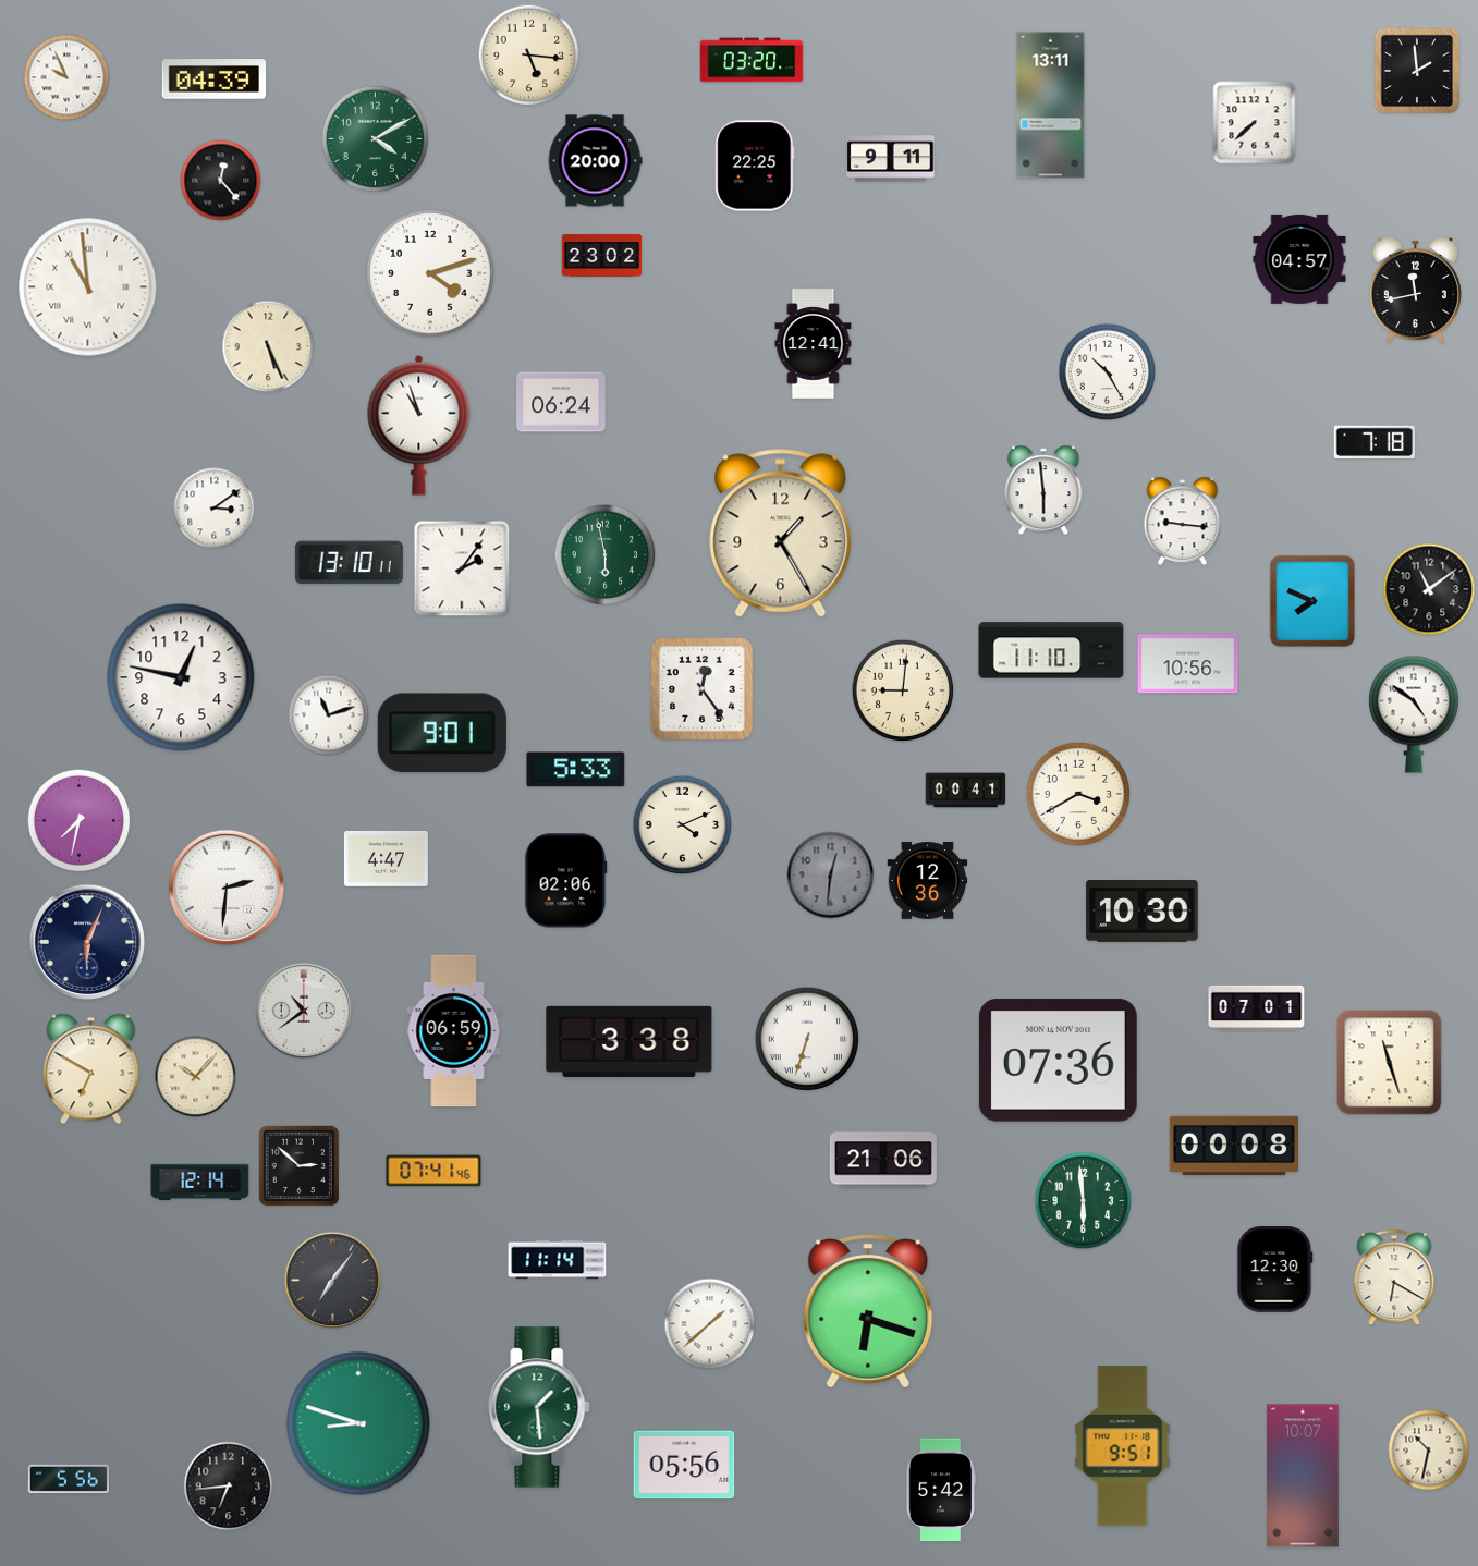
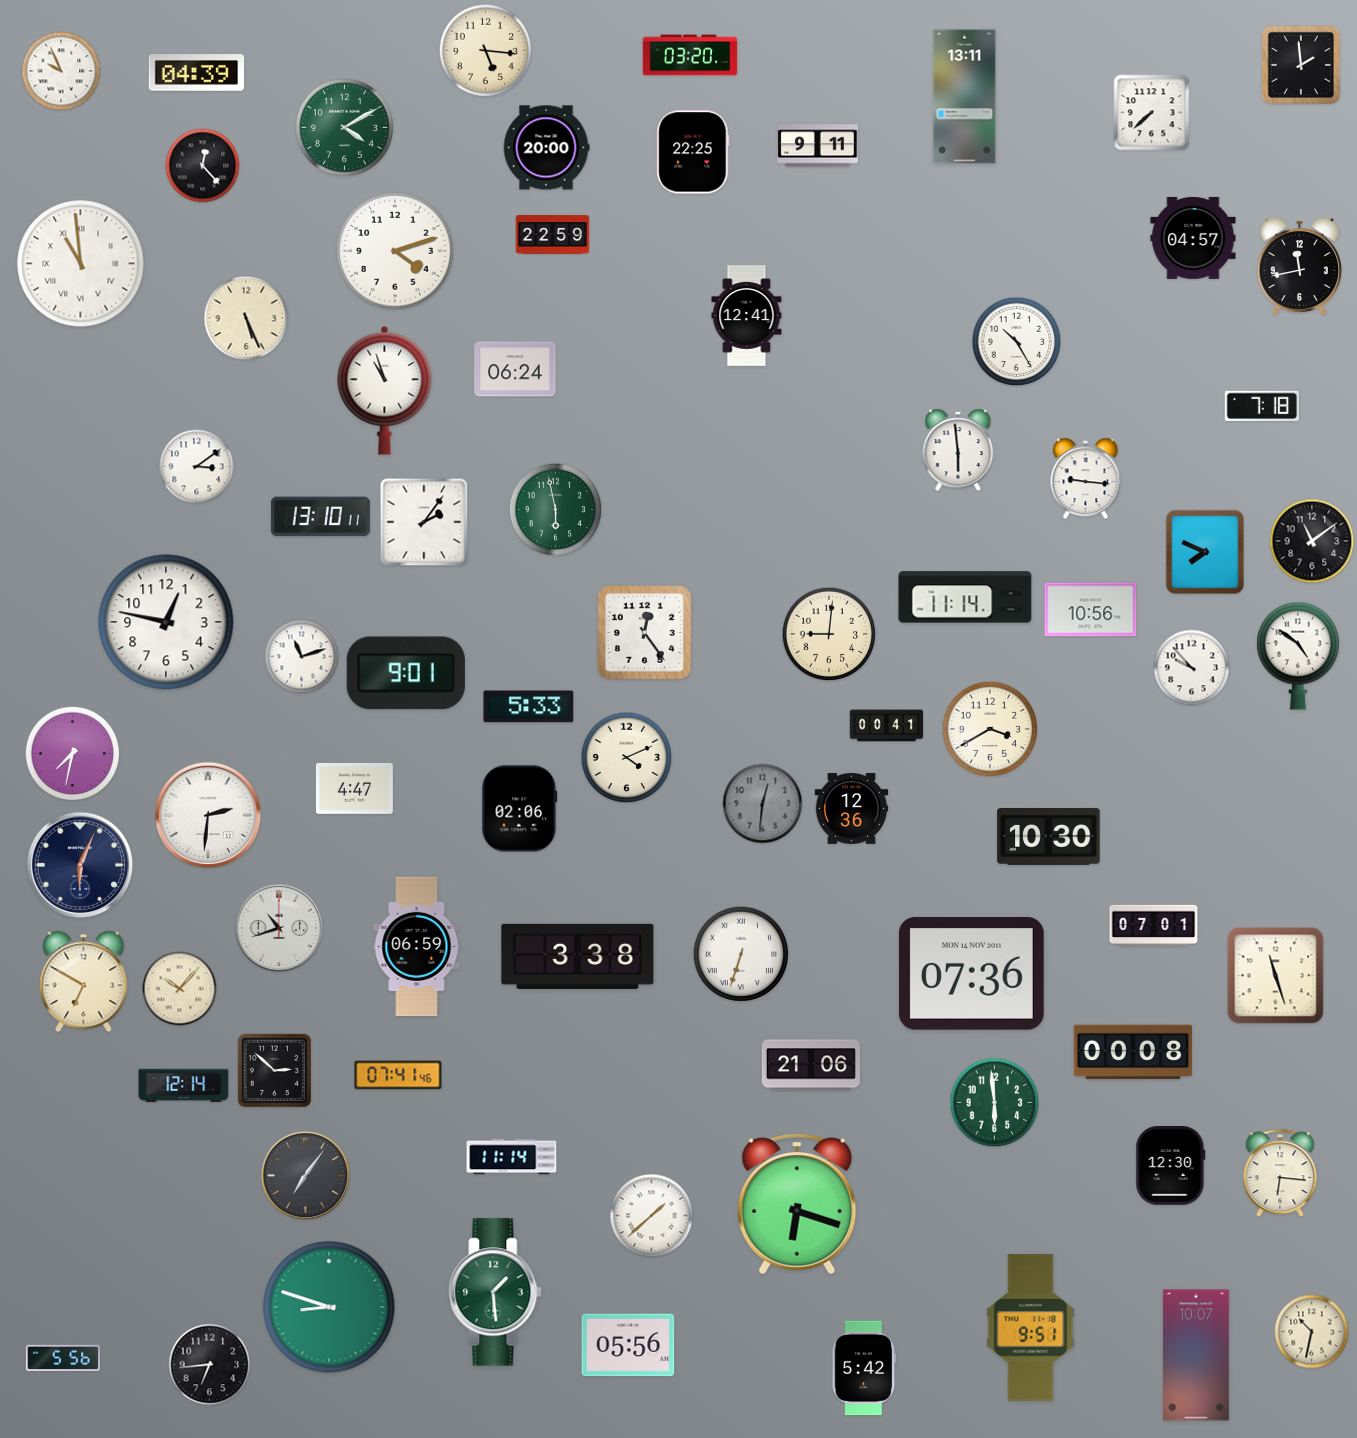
clock at (602, 256): 23:02 -> 22:59
clock at (781, 533): 1:25 -> none
clock at (1051, 650): 11:10 -> 11:14
clock at (1192, 668): none -> 9:53
clock at (304, 1011): 10:39 -> 10:42
clock at (1394, 1279): 6:20 -> 6:16
